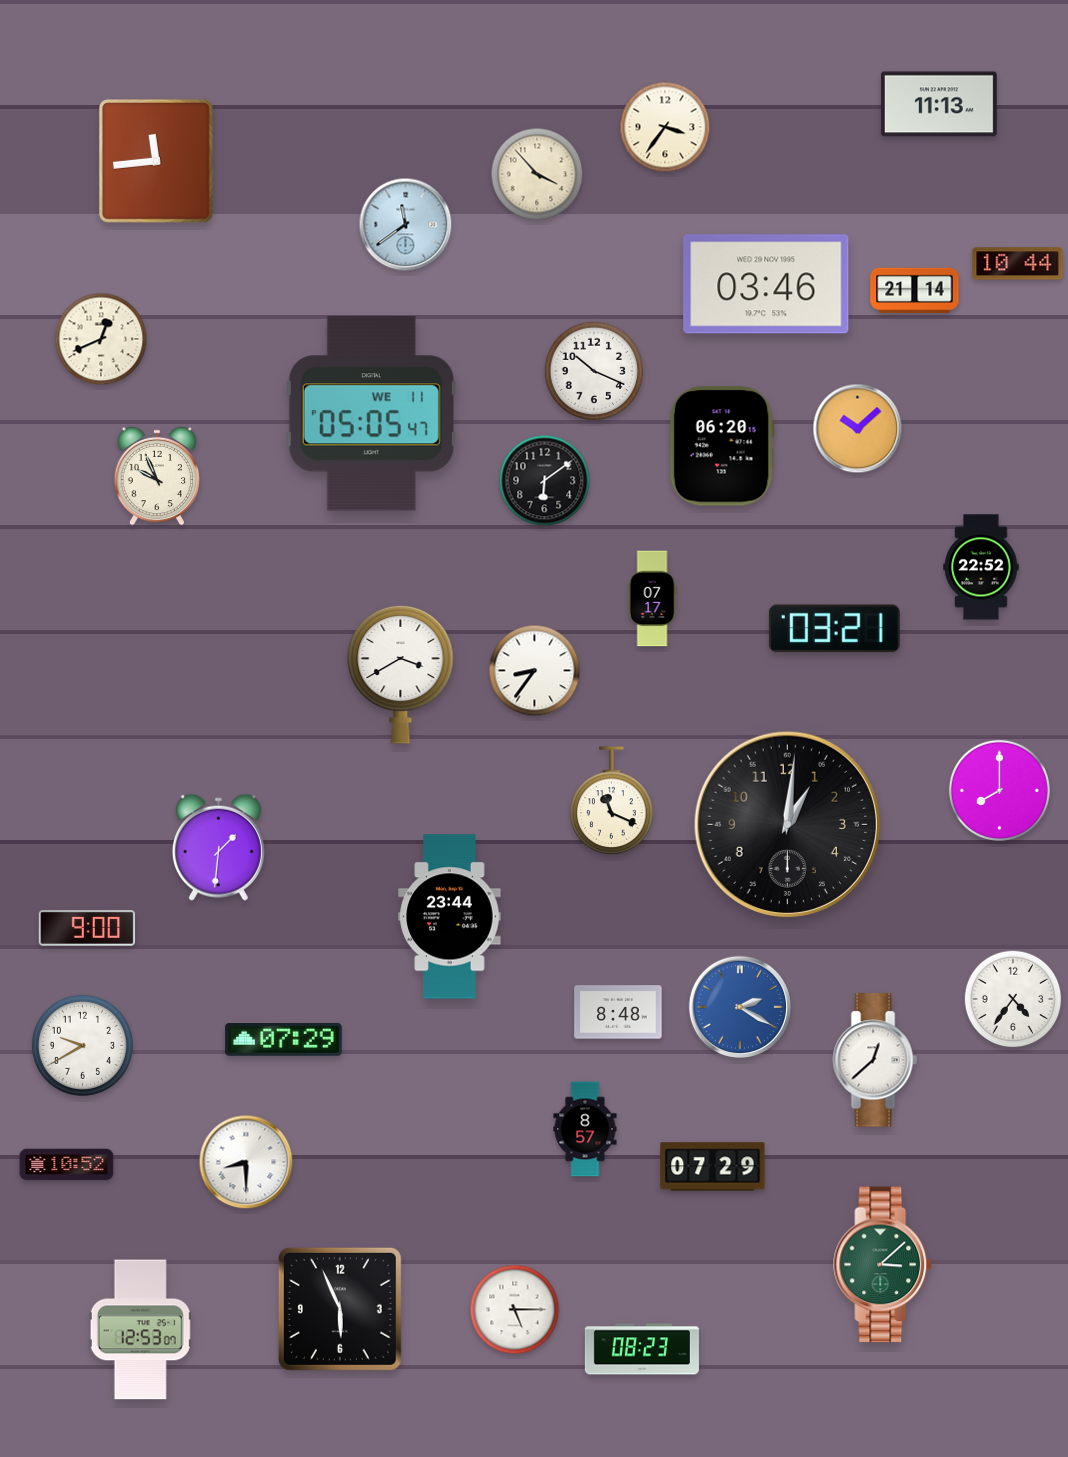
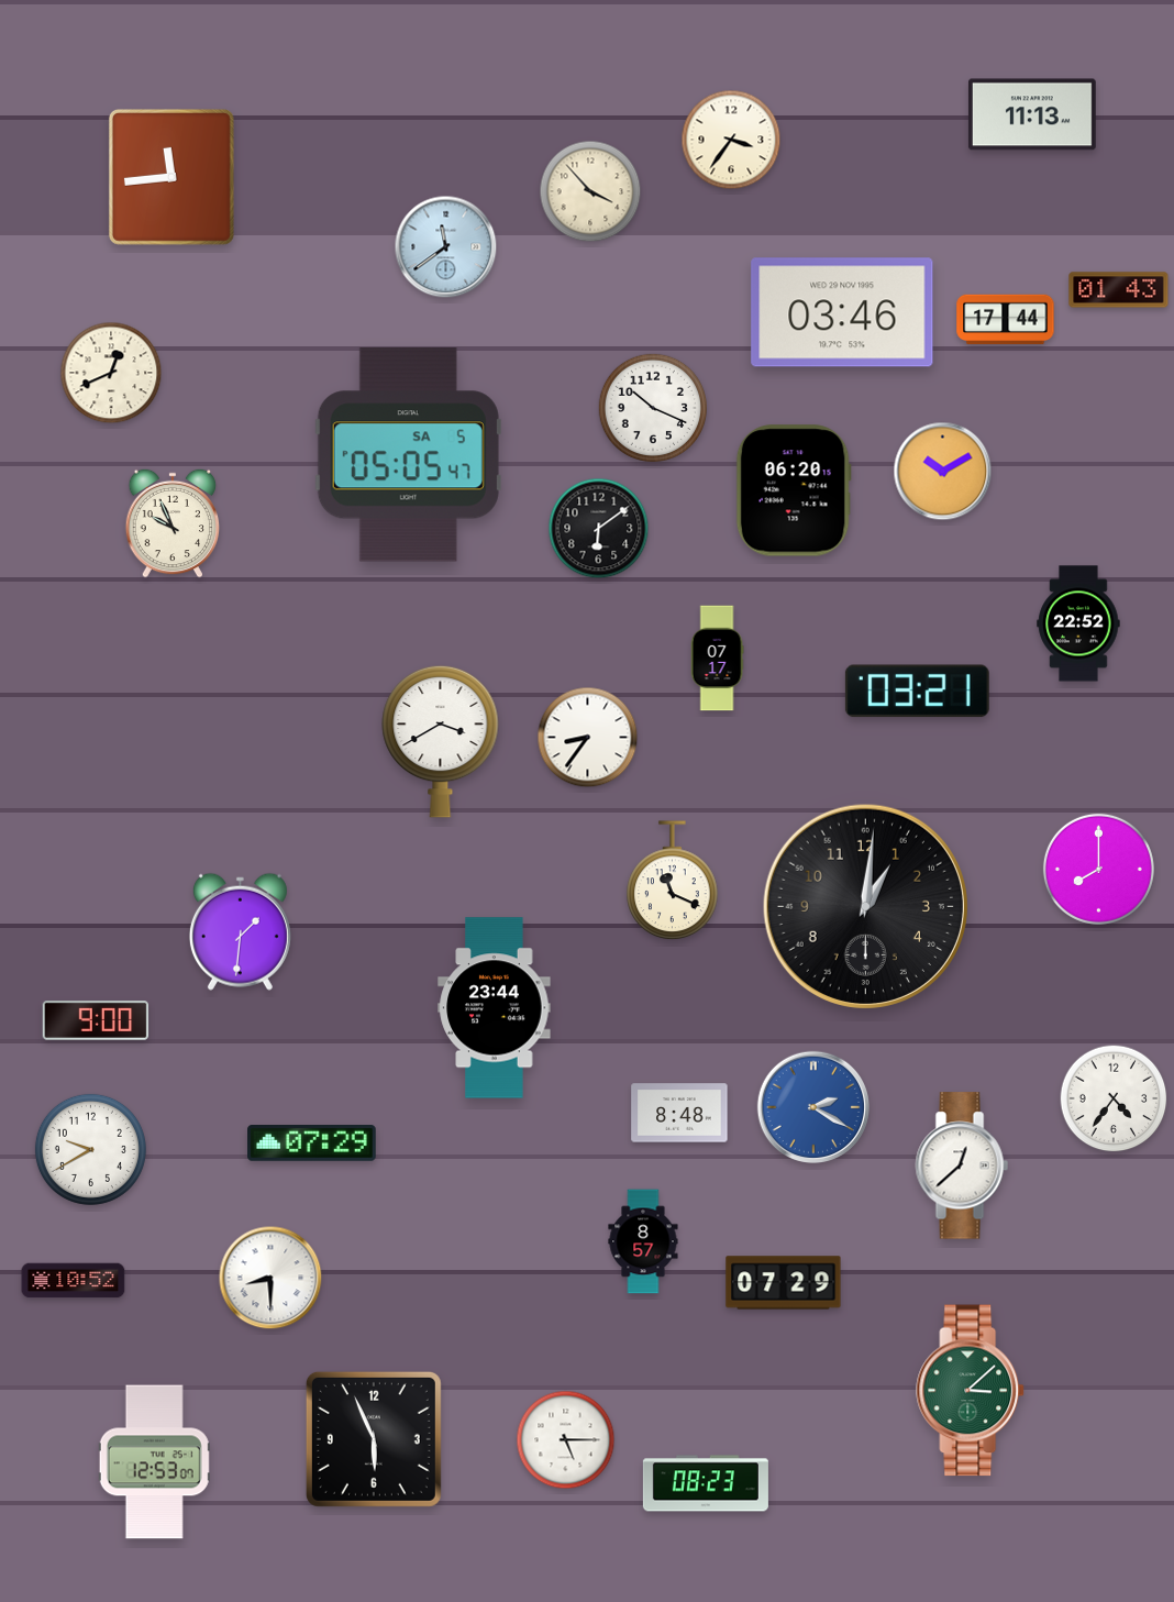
clock at (1018, 264): 10:44 -> 01:43
clock at (915, 291): 21:14 -> 17:44
clock at (371, 414) date: WE 11 -> SA 5
clock at (858, 429): 10:08 -> 10:10
